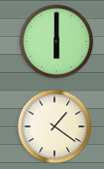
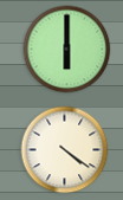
clock at (55, 127): 1:21 -> 4:21
